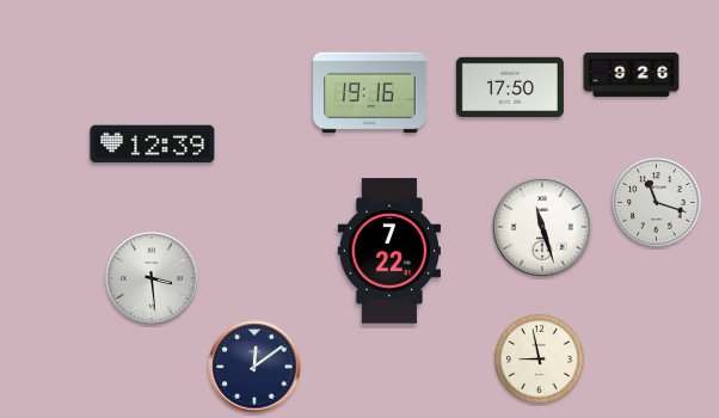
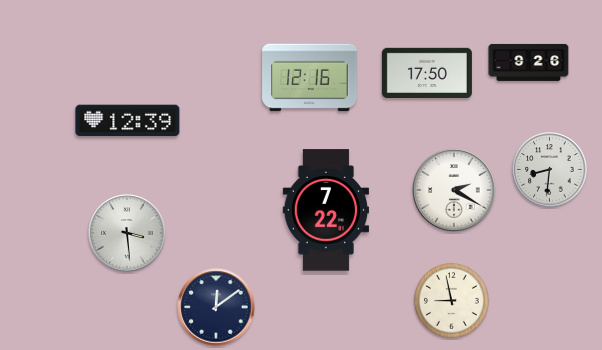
clock at (370, 93): 19:16 -> 12:16
clock at (657, 203): 11:18 -> 8:31
clock at (542, 227): 11:27 -> 2:20
clock at (254, 367) position: (254, 367) -> (216, 307)
